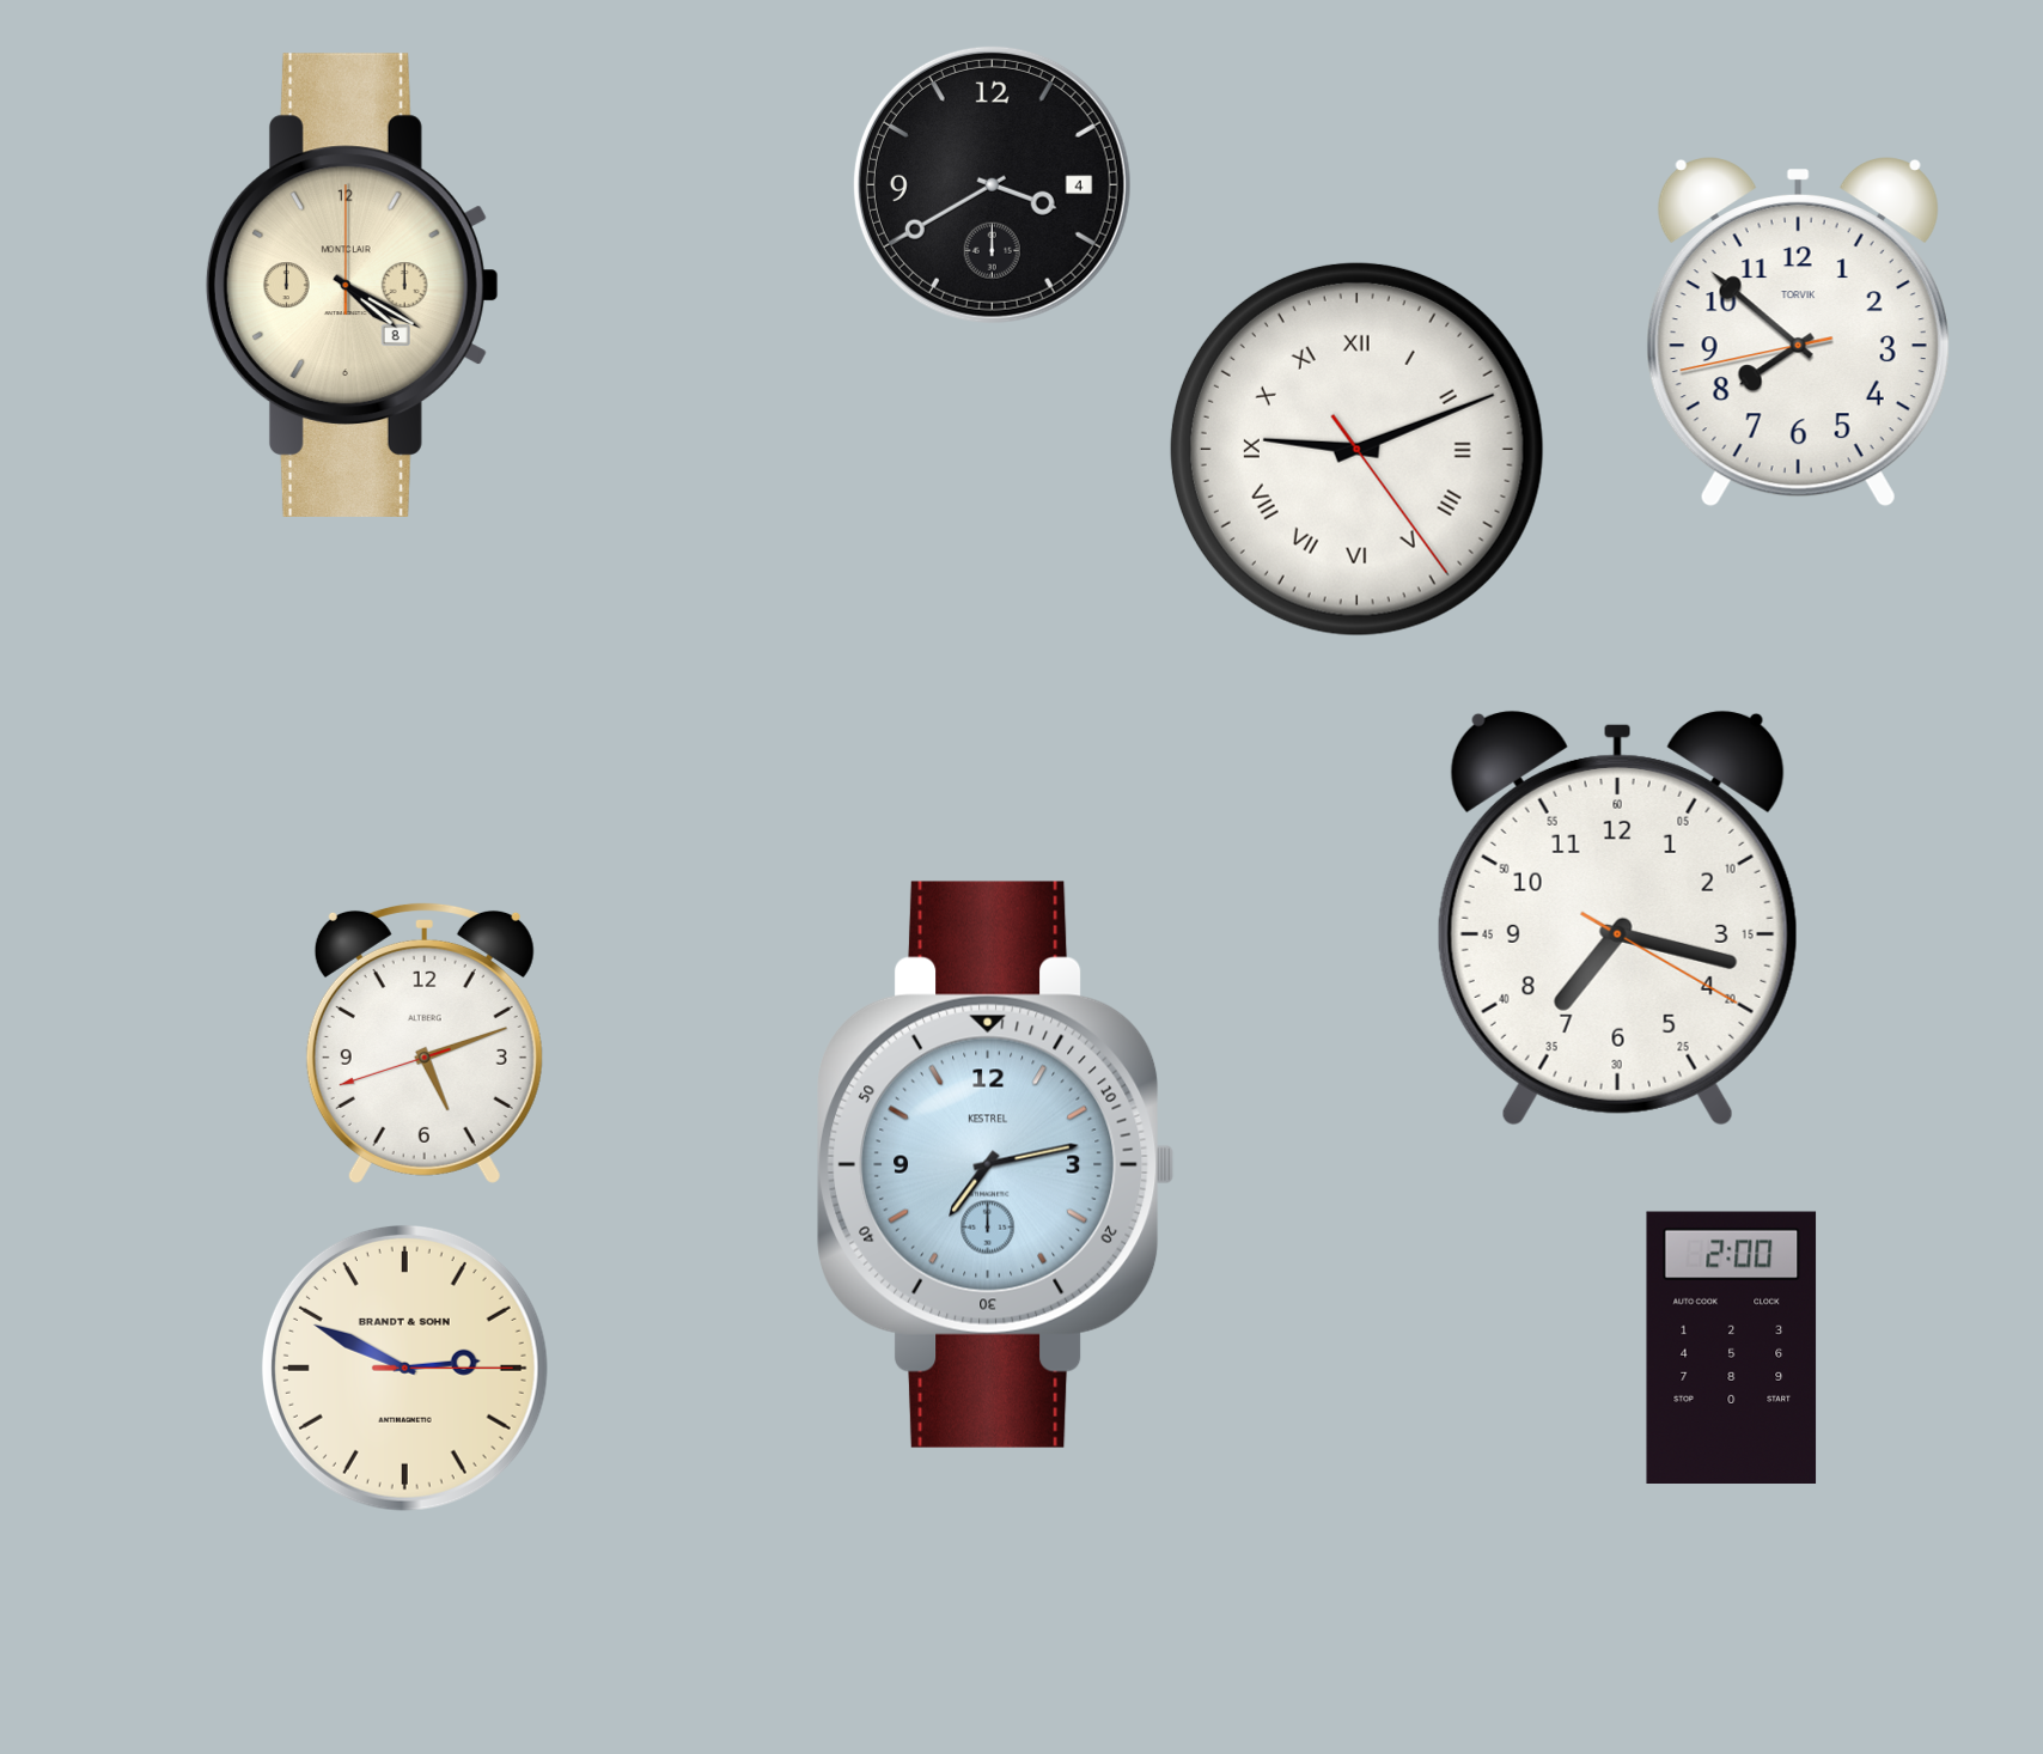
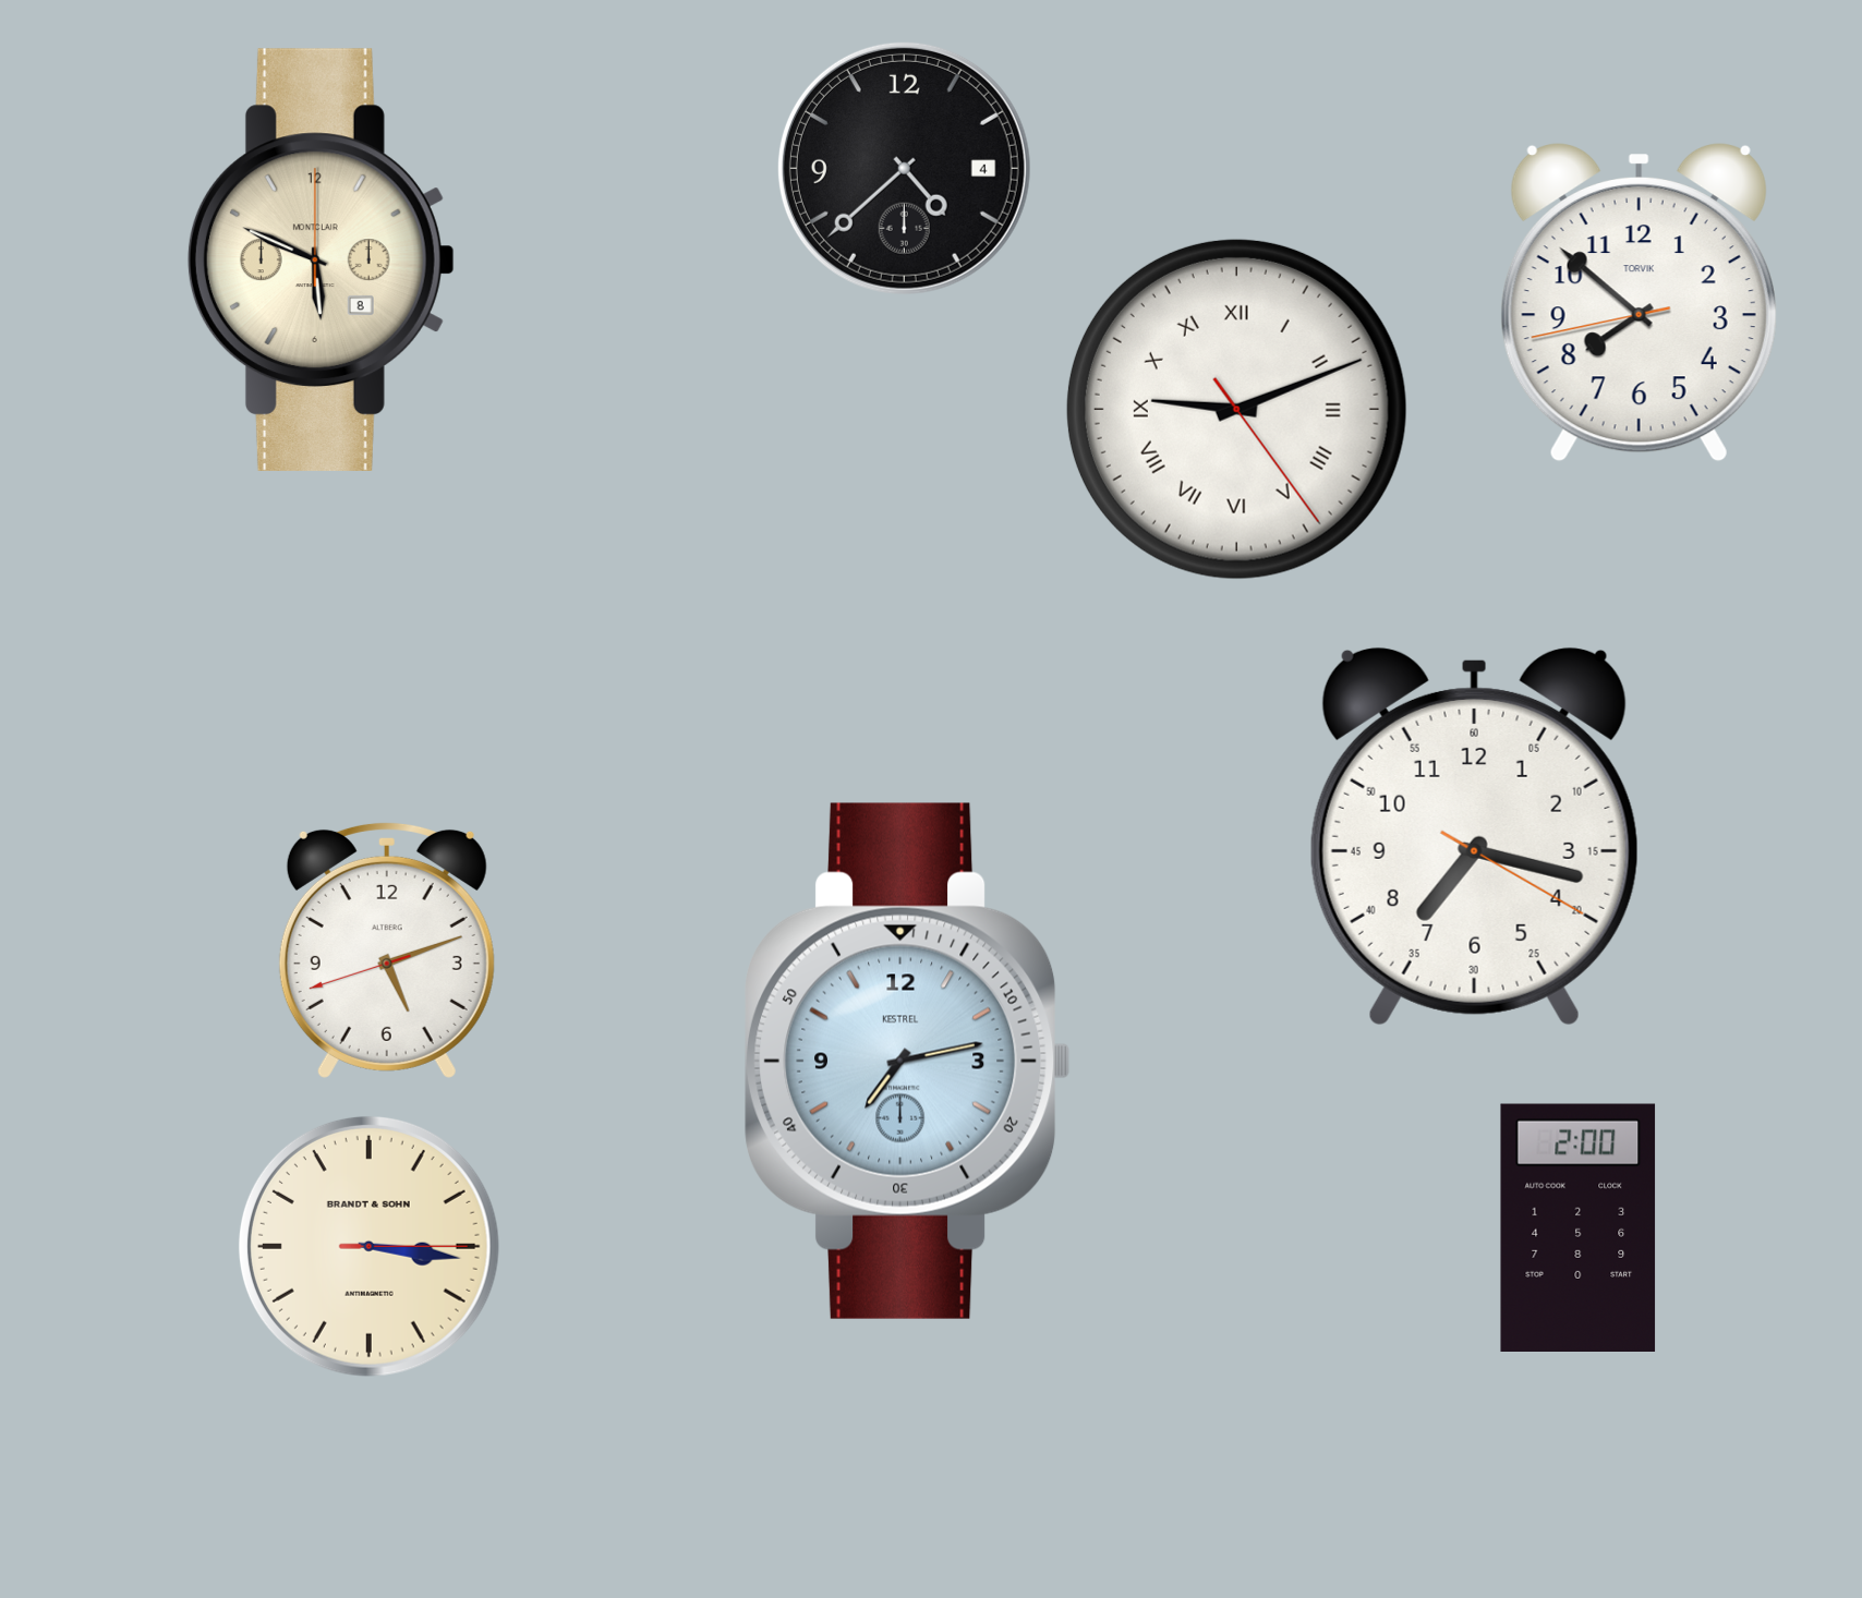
clock at (992, 184): 3:40 -> 4:38
clock at (352, 285): 4:20 -> 5:49
clock at (404, 1368): 2:49 -> 3:16
